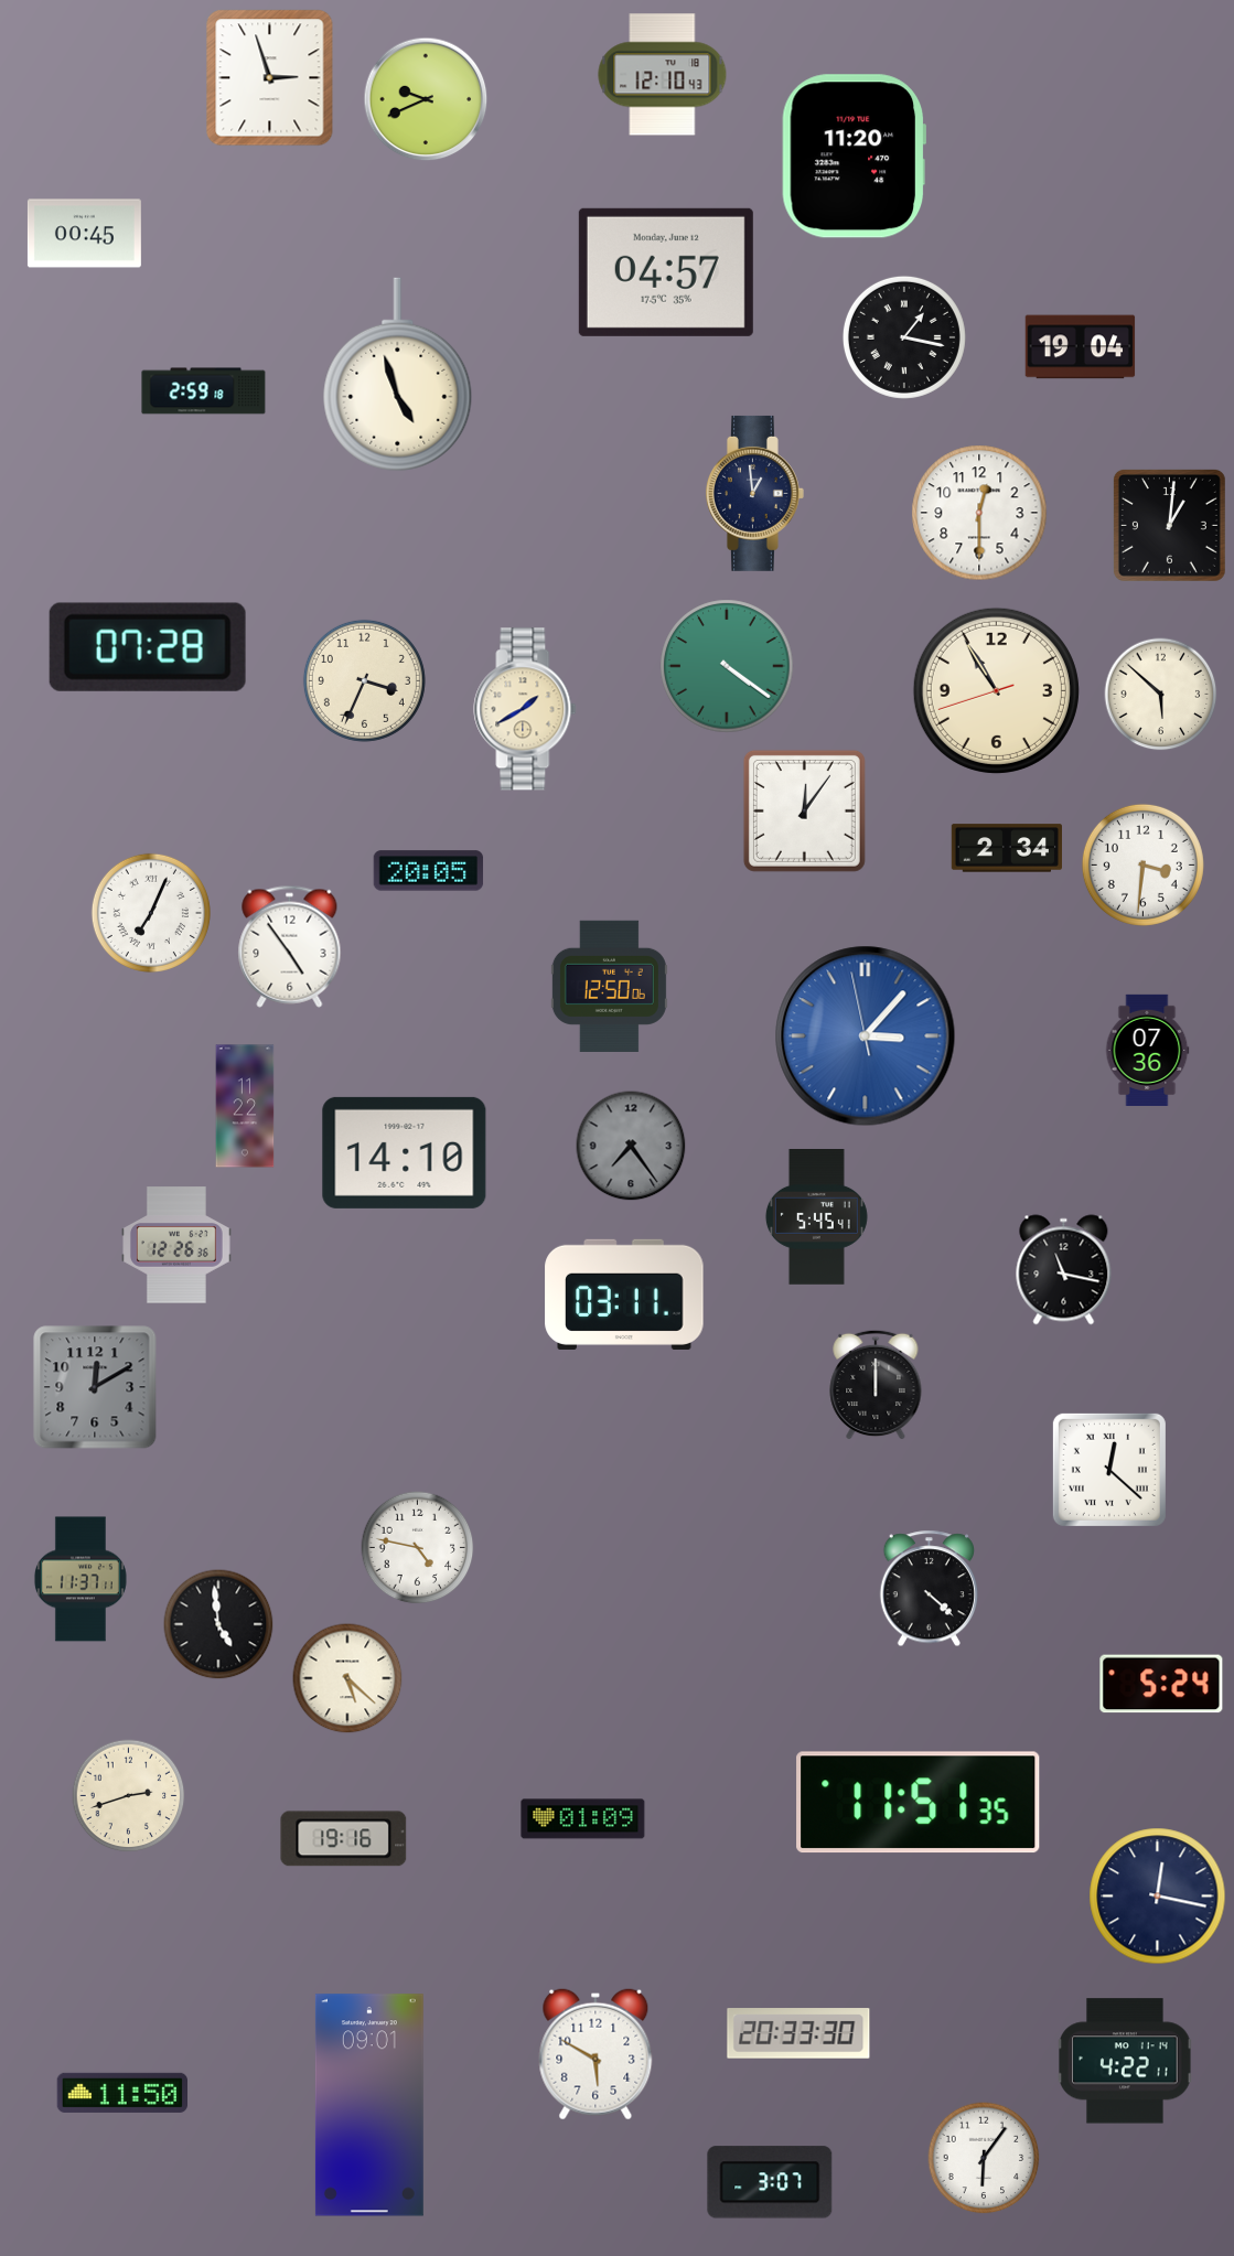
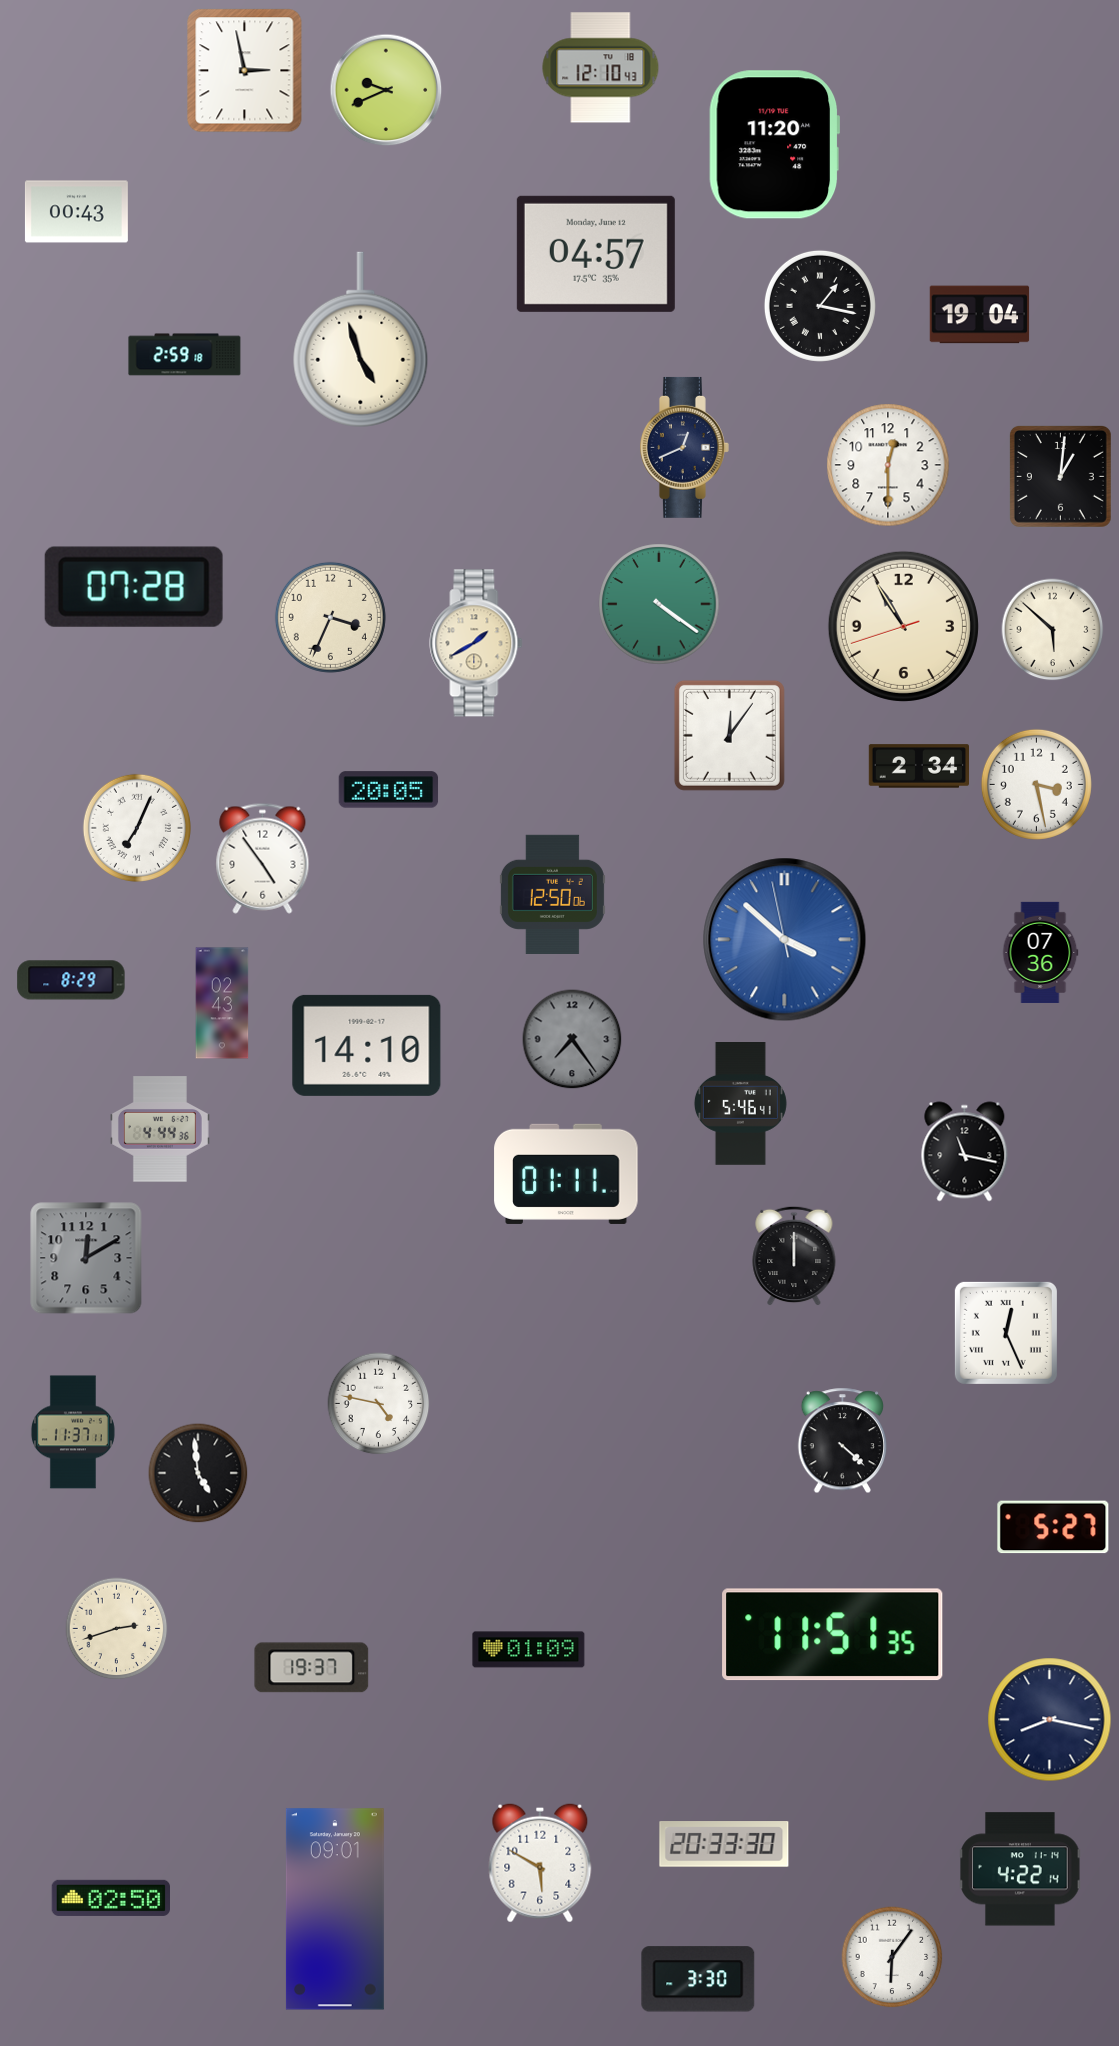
clock at (270, 78): 2:57 -> 2:58
clock at (854, 157) position: (854, 157) -> (774, 145)
clock at (84, 234): 00:45 -> 00:43
clock at (666, 272) position: (666, 272) -> (596, 254)
clock at (755, 493): 12:59 -> 12:41
clock at (1006, 848) position: (1006, 848) -> (918, 766)
clock at (1142, 864): 3:31 -> 3:28
clock at (866, 1036): 3:06 -> 3:51
clock at (71, 980): none -> 8:29
clock at (245, 1106): 11:22 -> 02:43
clock at (816, 1217): 5:45 -> 5:46
clock at (178, 1245): 12:26 -> 4:44
clock at (624, 1294): 03:11 -> 01:11
clock at (1109, 1470): 12:22 -> 12:26
clock at (347, 1678): 5:22 -> none
clock at (1161, 1684): 5:24 -> 5:27
clock at (344, 1839): 19:16 -> 19:37
clock at (1158, 1897): 12:17 -> 8:17
clock at (1125, 2061): 4:22:11 -> 4:22:14
clock at (121, 2093): 11:50 -> 02:50
clock at (770, 2182): 3:07 -> 3:30
